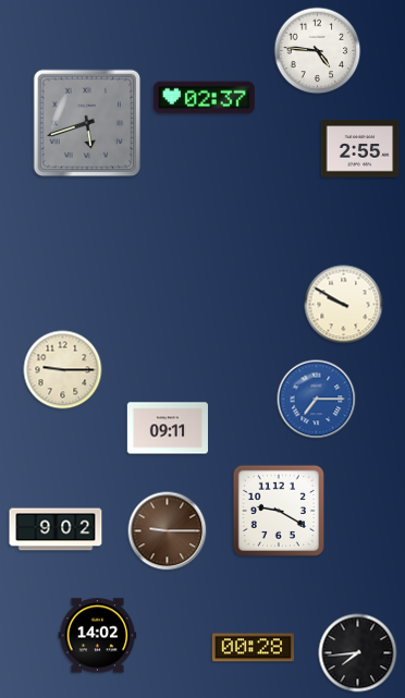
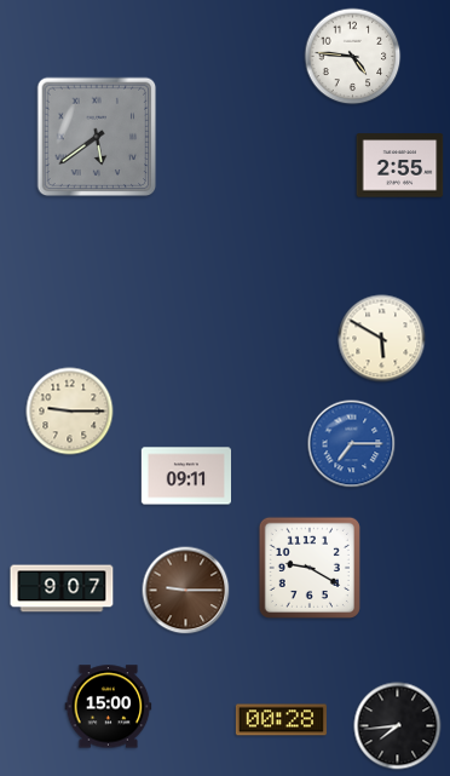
clock at (204, 98): 02:37 -> none
clock at (87, 123): 5:42 -> 5:39
clock at (344, 305): 9:50 -> 5:50
clock at (56, 529): 9:02 -> 9:07
clock at (98, 636): 14:02 -> 15:00
